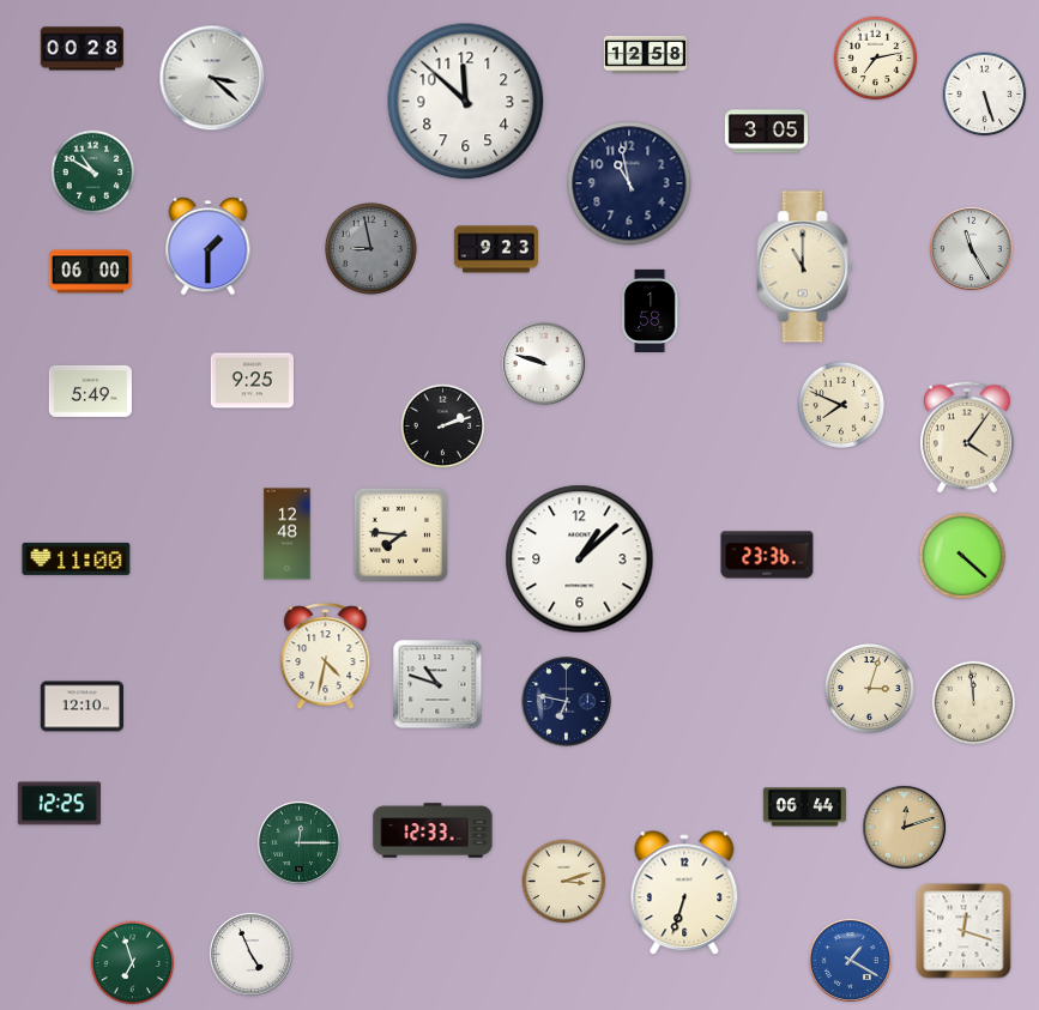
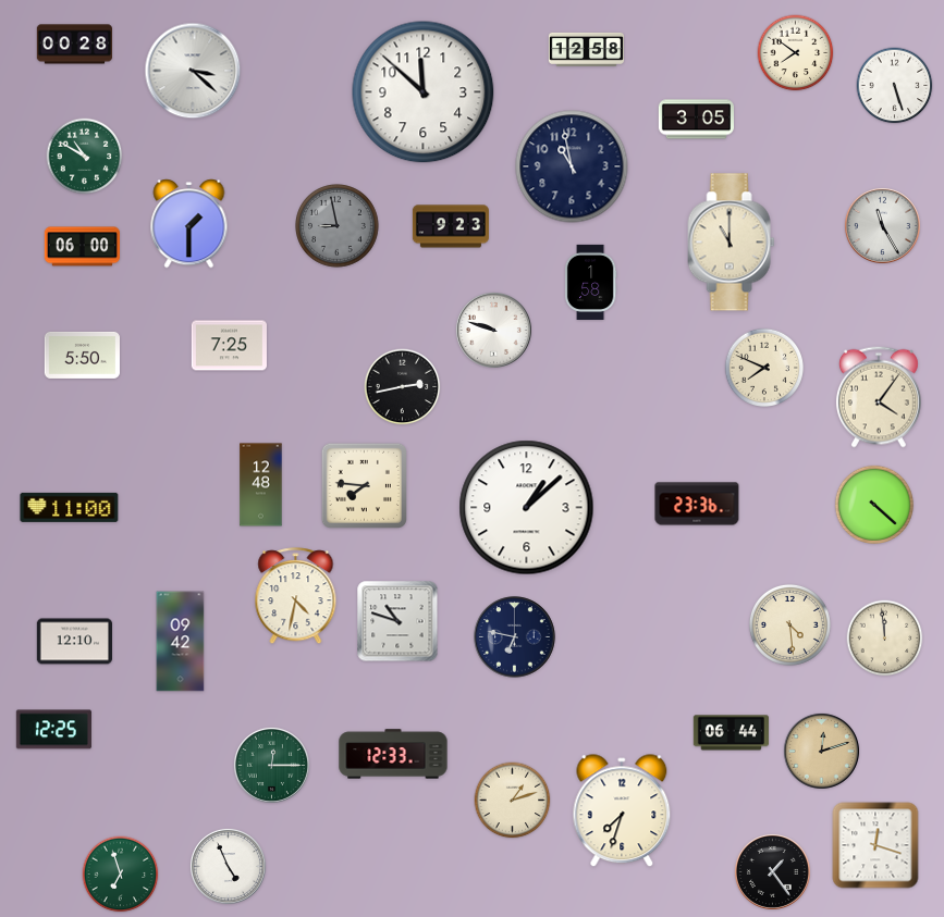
clock at (876, 59): 7:13 -> 7:51
clock at (252, 381): 9:25 -> 7:25
clock at (90, 391): 5:49 -> 5:50
clock at (443, 427): 2:12 -> 2:43
clock at (869, 688): 3:03 -> 4:29
clock at (181, 642): none -> 09:42
clock at (564, 882): 3:12 -> 1:12
clock at (684, 894): 6:33 -> 7:33
clock at (850, 960): 1:20 -> 1:24
clock at (850, 960) dial: blue -> black
